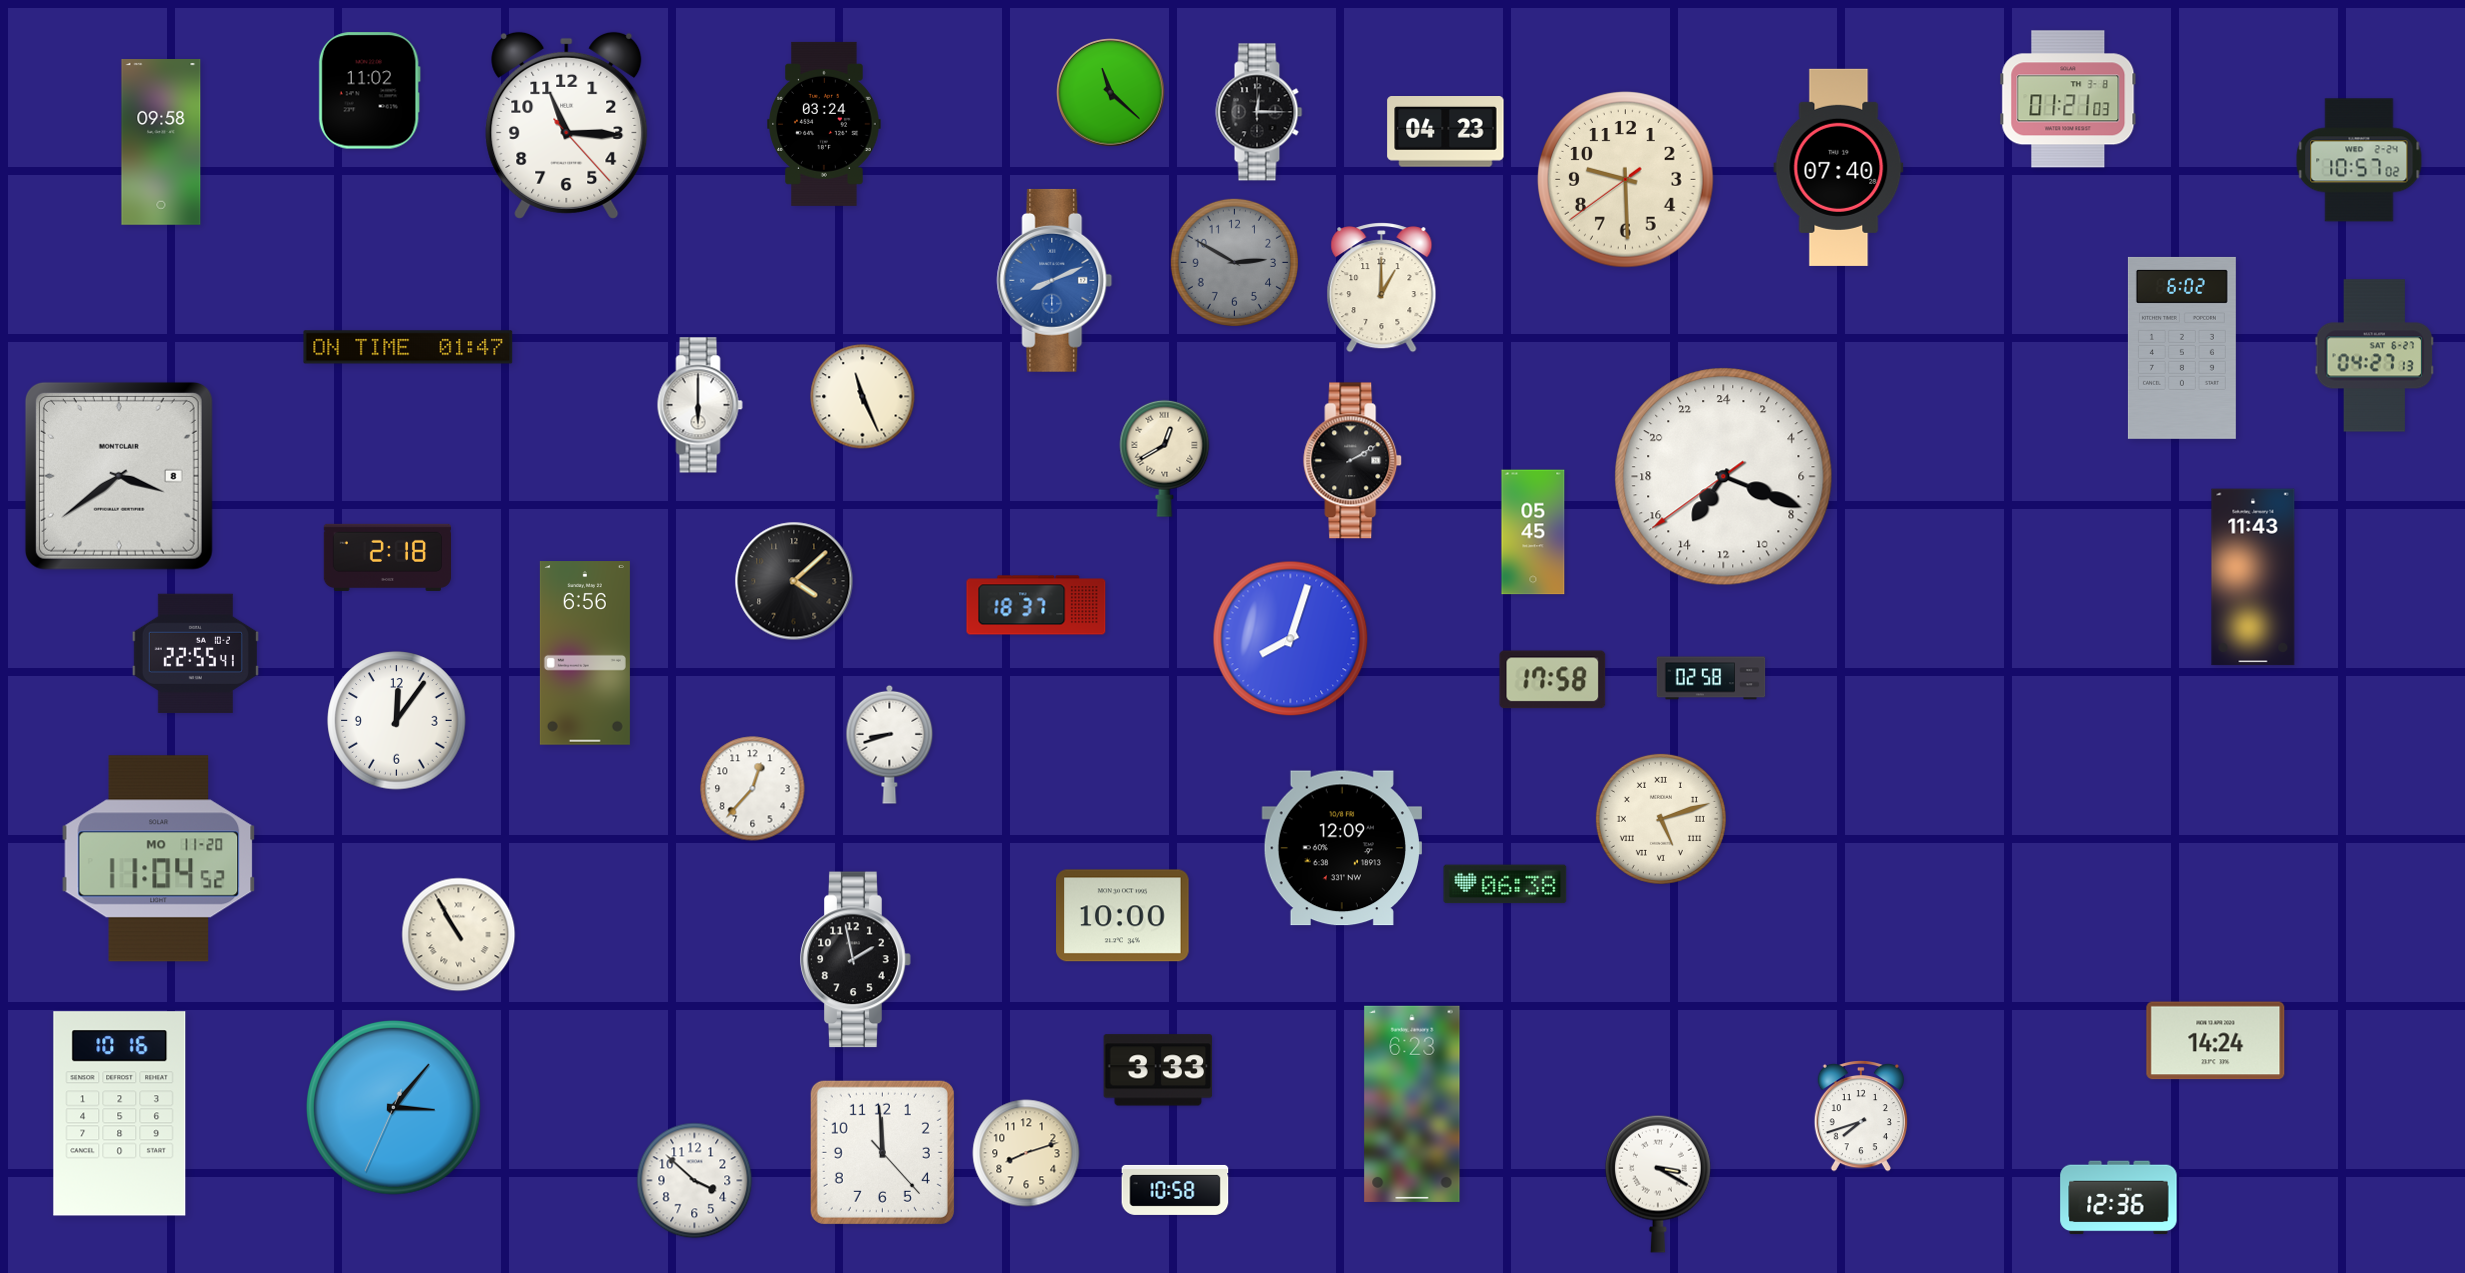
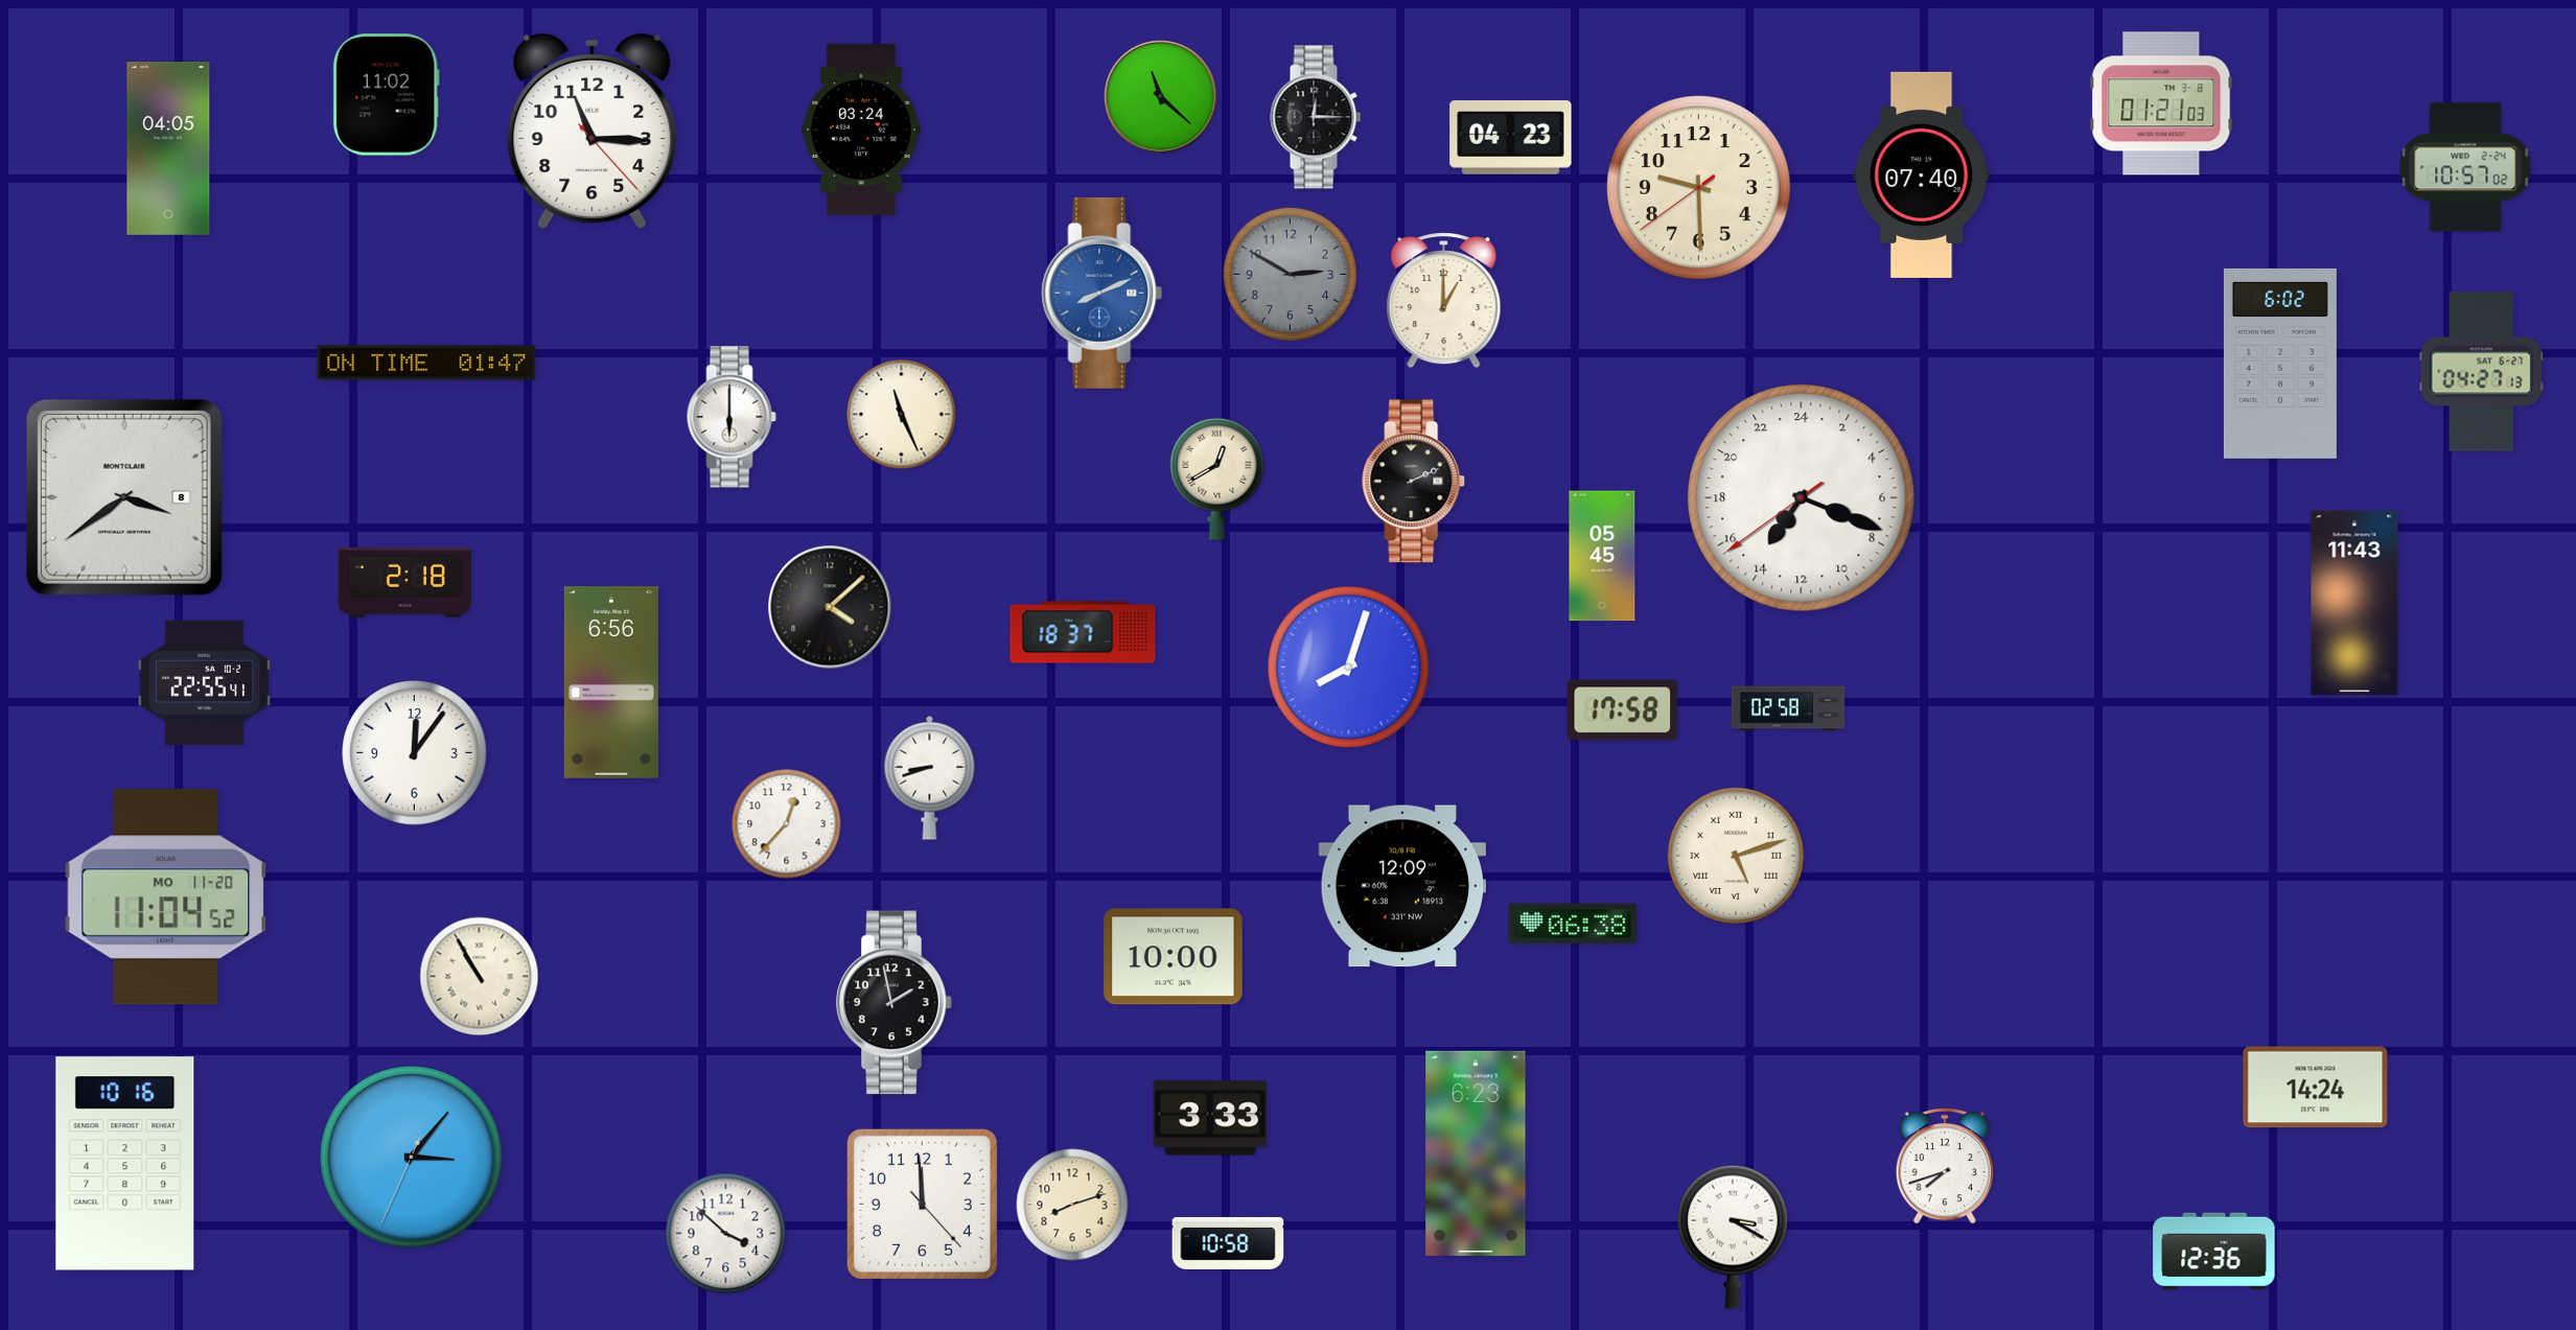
clock at (161, 143): 09:58 -> 04:05
clock at (700, 405) position: (700, 405) -> (732, 417)
clock at (1353, 461): 2:10 -> 2:11
